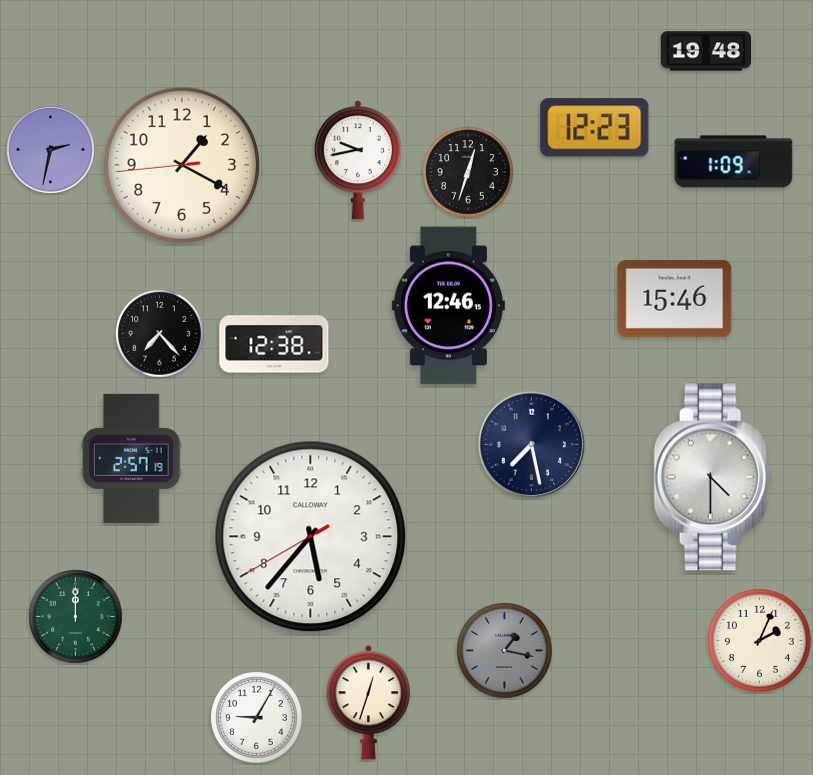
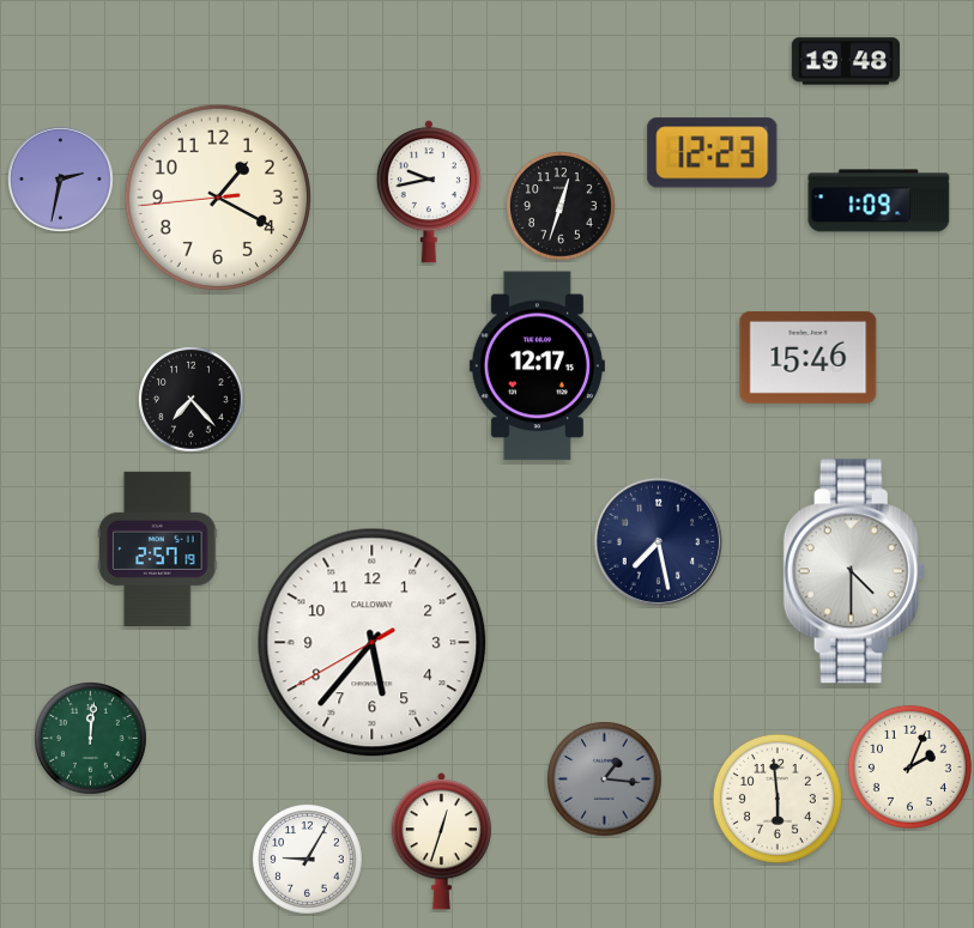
clock at (734, 162) position: (734, 162) -> (879, 201)
clock at (448, 306): 12:46 -> 12:17
clock at (274, 344): 12:38 -> none
clock at (532, 445) position: (532, 445) -> (659, 542)
clock at (76, 617): 12:00 -> 12:01
clock at (504, 650): 1:17 -> 1:16
clock at (778, 799): none -> 5:59
